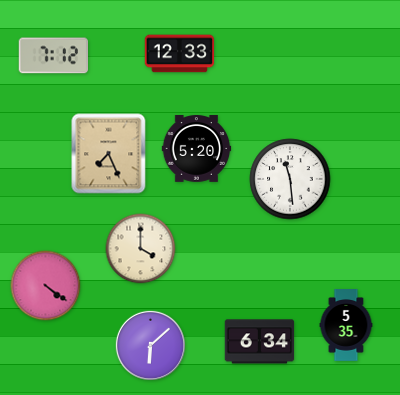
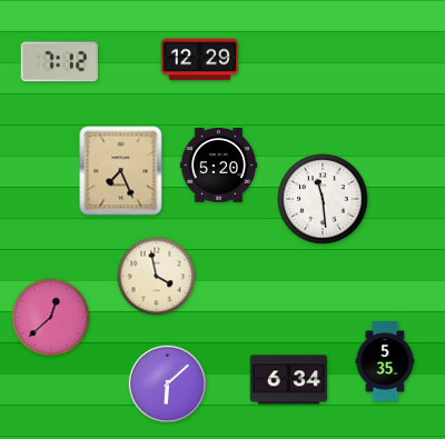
clock at (180, 54): 12:33 -> 12:29
clock at (141, 249): 4:00 -> 3:58
clock at (46, 286): 4:21 -> 12:38
